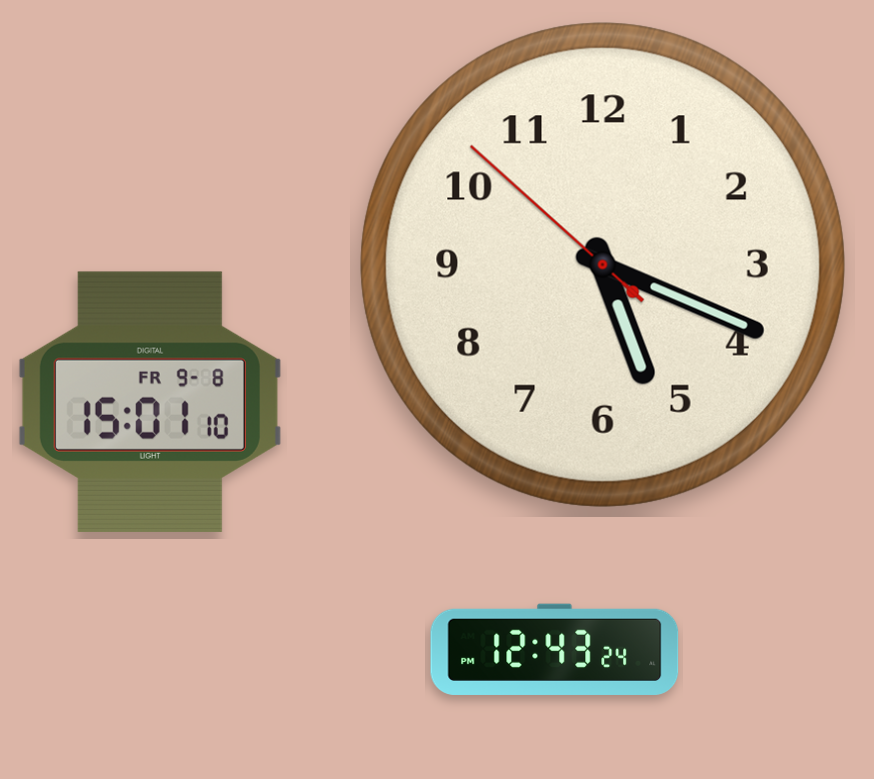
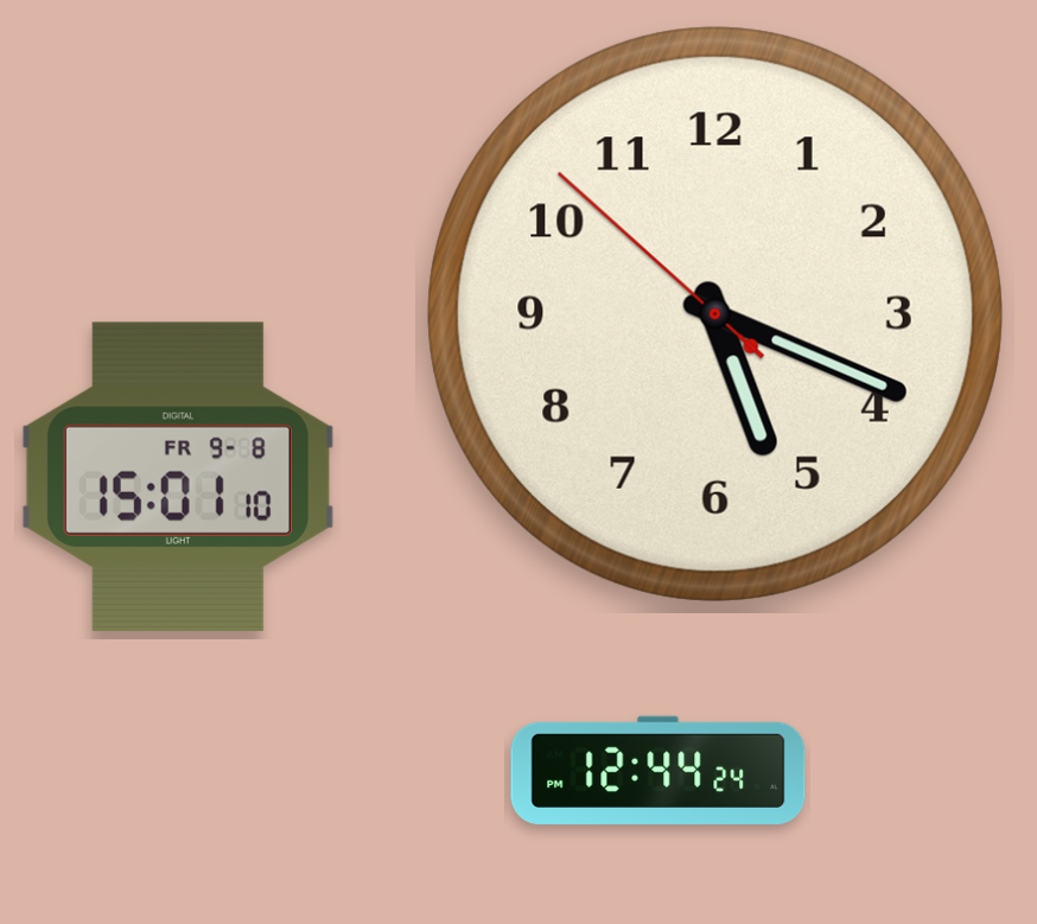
clock at (555, 649): 12:43 -> 12:44
